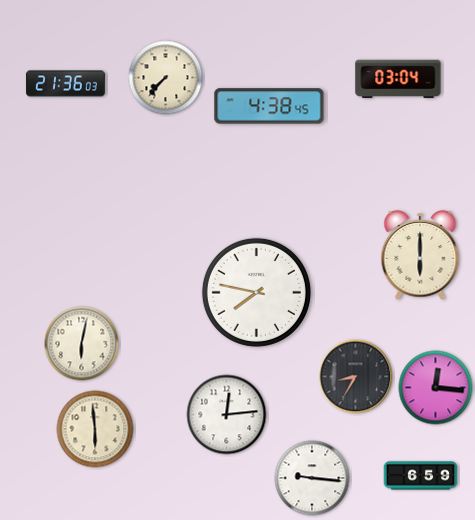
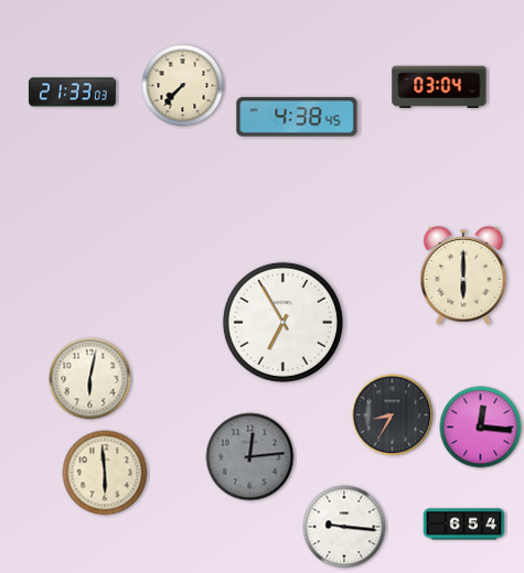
clock at (65, 84): 21:36 -> 21:33
clock at (420, 256) position: (420, 256) -> (463, 277)
clock at (256, 292): 7:47 -> 6:55
clock at (227, 415) dial: white -> grey
clock at (421, 476): 6:59 -> 6:54
